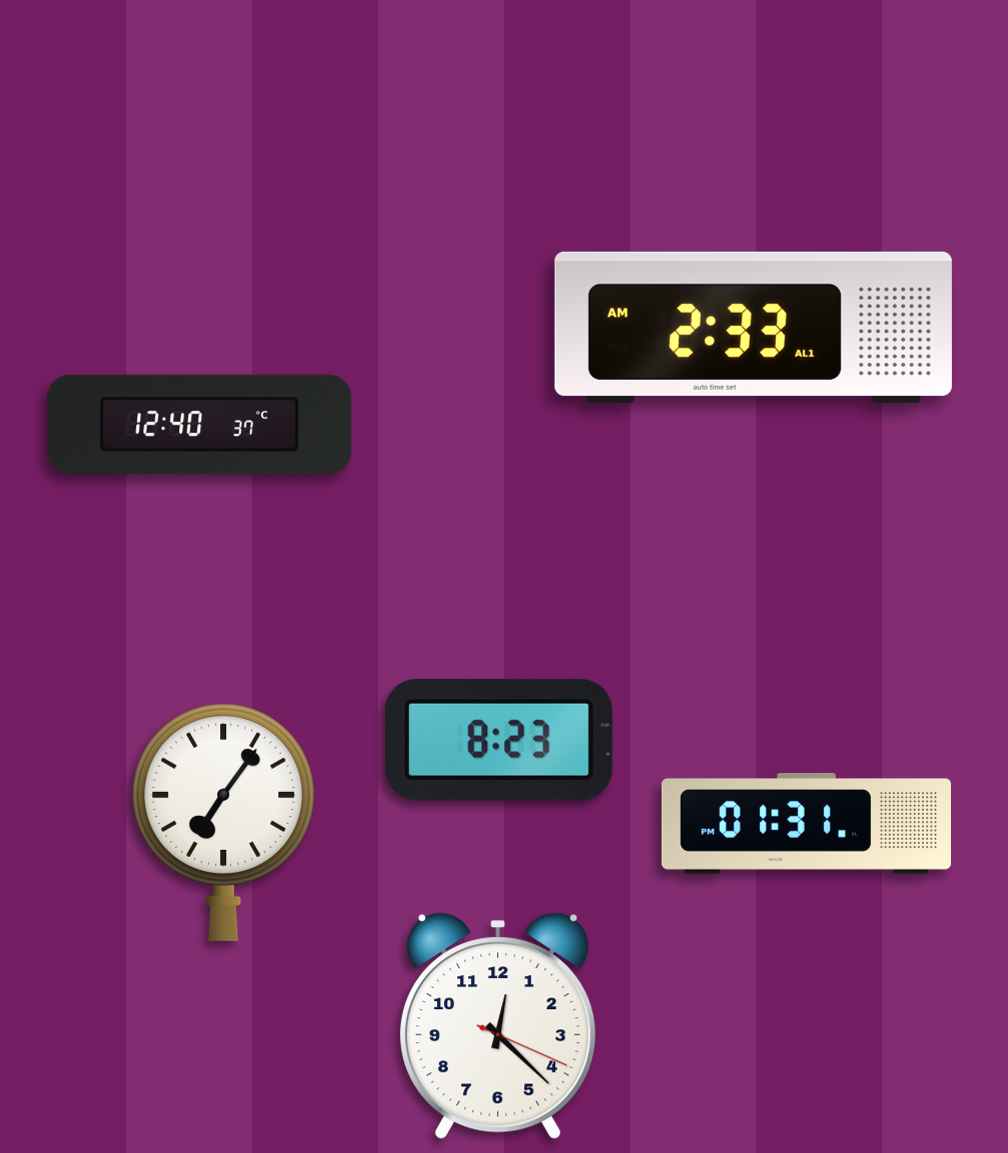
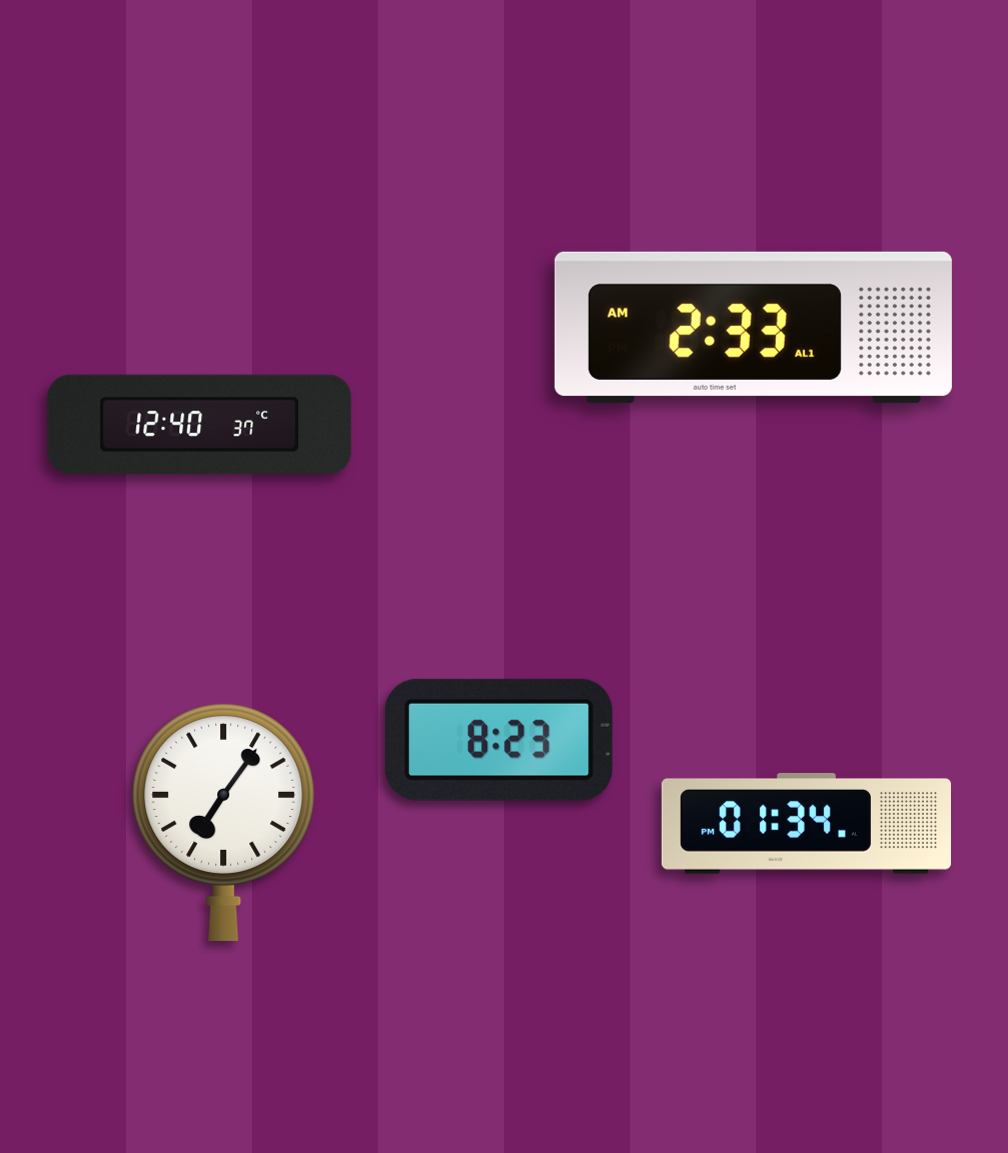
clock at (806, 823): 01:31 -> 01:34
clock at (498, 1026): 12:22 -> none
